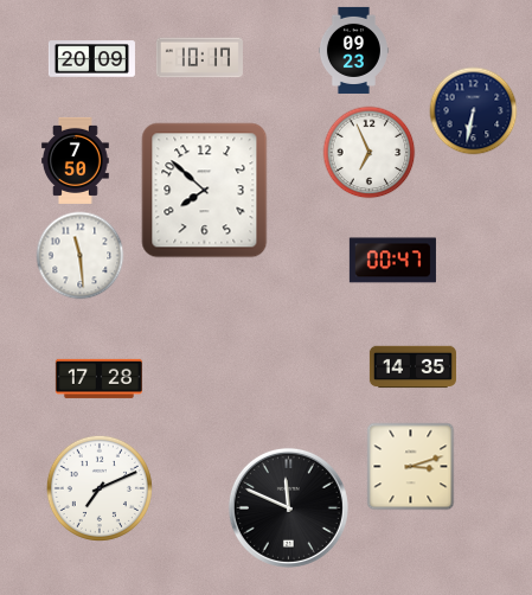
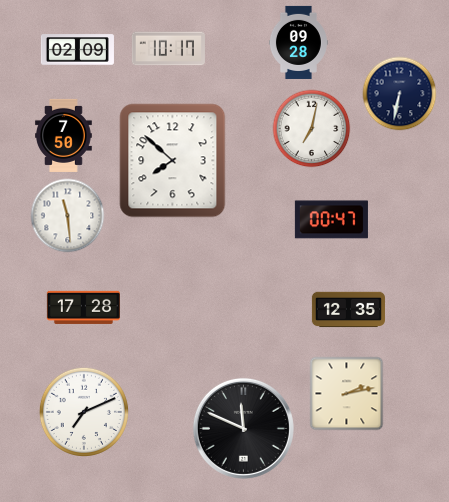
clock at (353, 50): 09:23 -> 09:28
clock at (91, 59): 20:09 -> 02:09
clock at (370, 153): 6:56 -> 7:02
clock at (412, 367): 14:35 -> 12:35
clock at (98, 378) position: (98, 378) -> (83, 307)
clock at (411, 467): 3:12 -> 2:13
